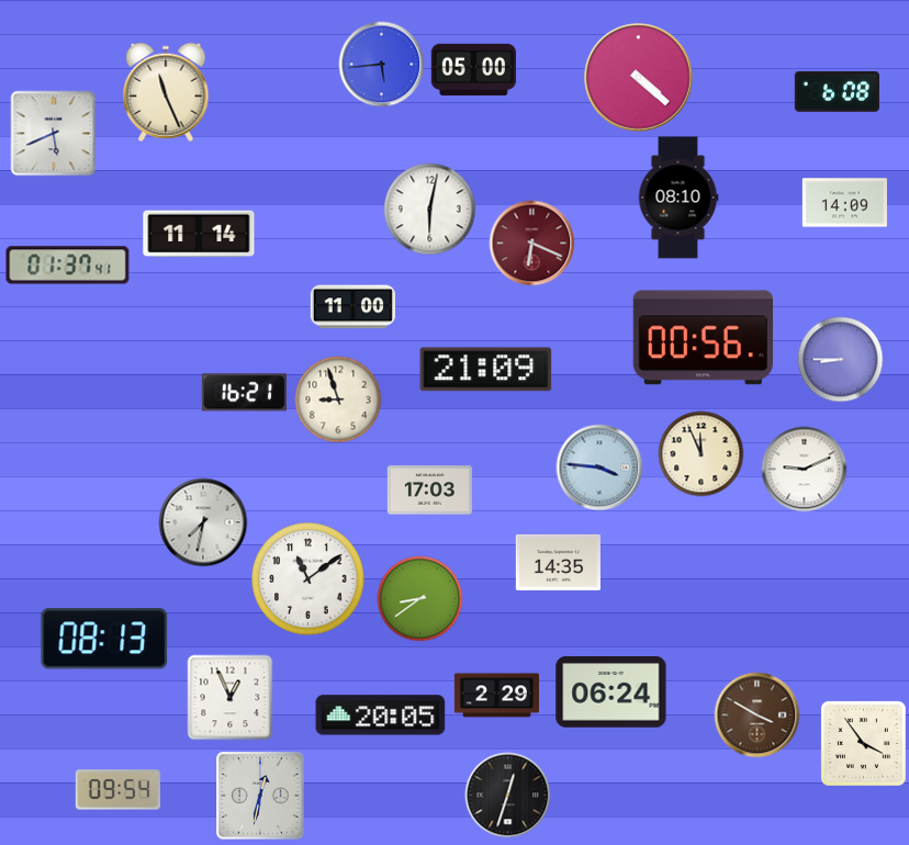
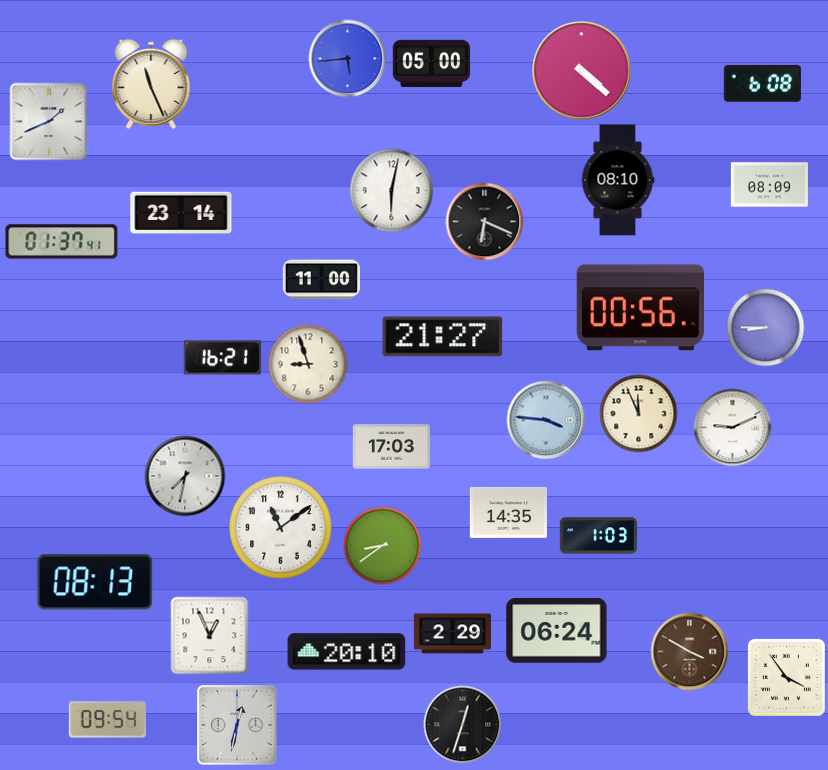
clock at (53, 133): 5:41 -> 1:41
clock at (844, 203): 14:09 -> 08:09
clock at (199, 234): 11:14 -> 23:14
clock at (531, 243) dial: burgundy -> black
clock at (486, 370): 21:09 -> 21:27
clock at (599, 467) position: (599, 467) -> (546, 420)
clock at (598, 536): none -> 1:03
clock at (381, 716): 20:05 -> 20:10
